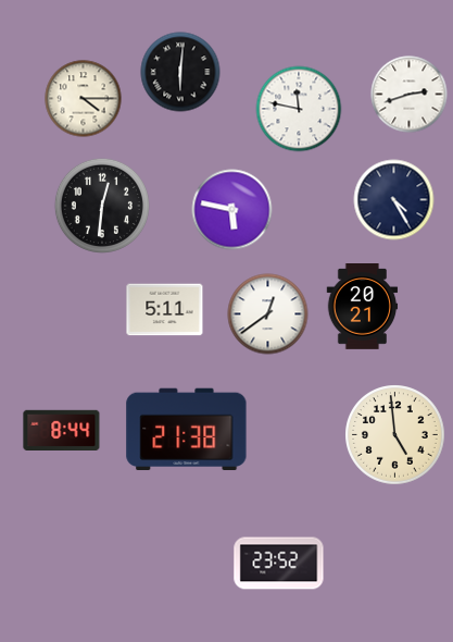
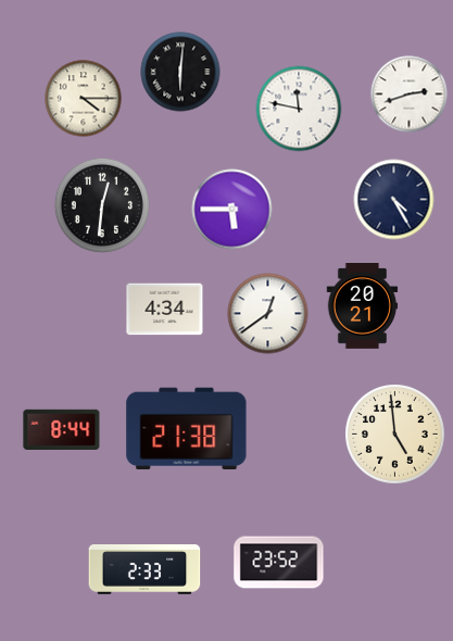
clock at (232, 210): 5:47 -> 5:45
clock at (165, 310): 5:11 -> 4:34
clock at (144, 570): none -> 2:33
